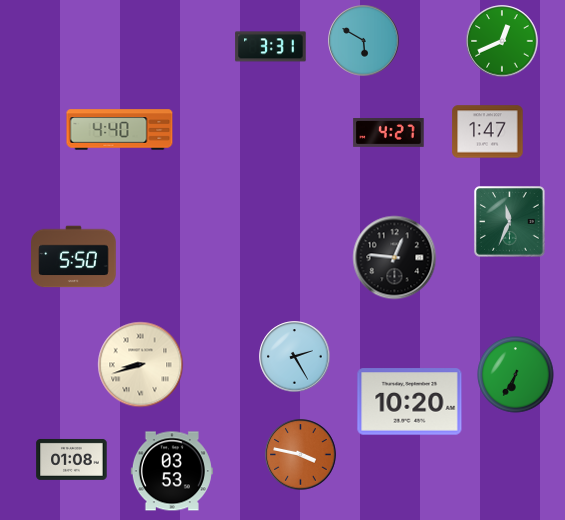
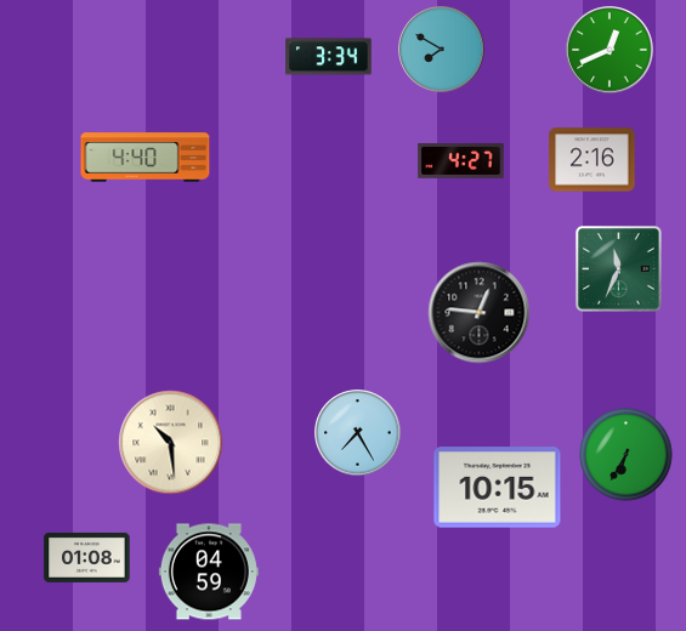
clock at (364, 41): 5:50 -> 7:50
clock at (271, 47): 3:31 -> 3:34
clock at (488, 132): 1:47 -> 2:16
clock at (389, 133) position: (389, 133) -> (461, 161)
clock at (74, 257): 5:50 -> none
clock at (295, 357): 2:25 -> 7:25
clock at (141, 365): 8:42 -> 10:29
clock at (410, 402): 10:20 -> 10:15
clock at (301, 455): 3:47 -> none
clock at (172, 471): 03:53 -> 04:59
